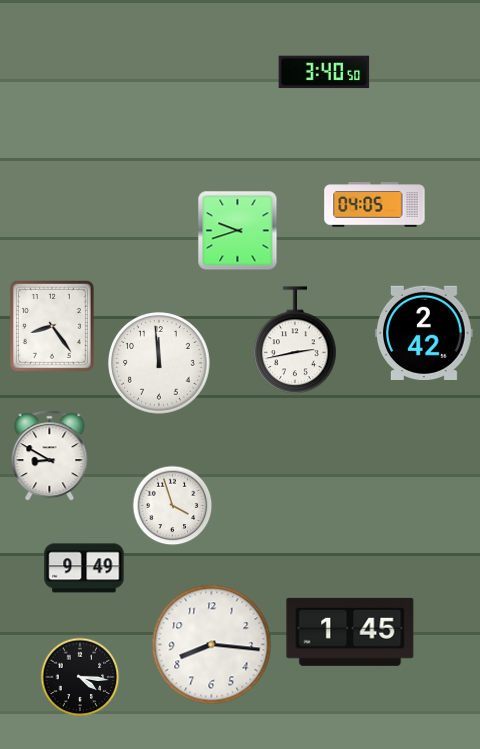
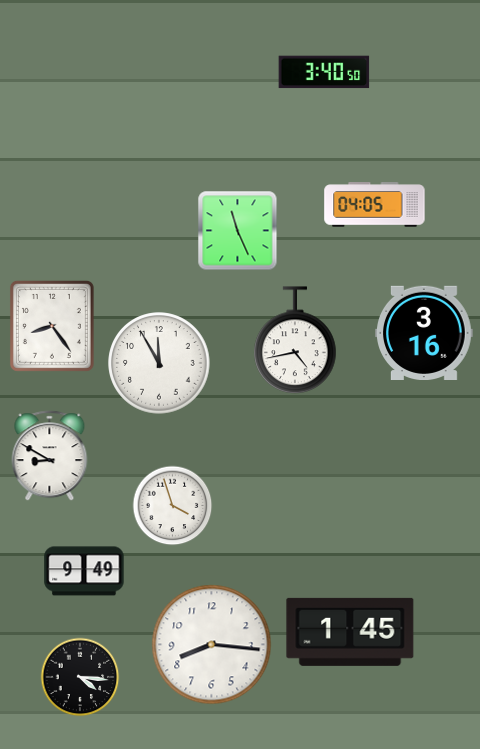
clock at (238, 231): 9:42 -> 11:26
clock at (425, 332): 2:42 -> 3:16
clock at (295, 340): 2:43 -> 4:43
clock at (159, 363): 11:59 -> 11:55
clock at (84, 568) position: (84, 568) -> (84, 571)
